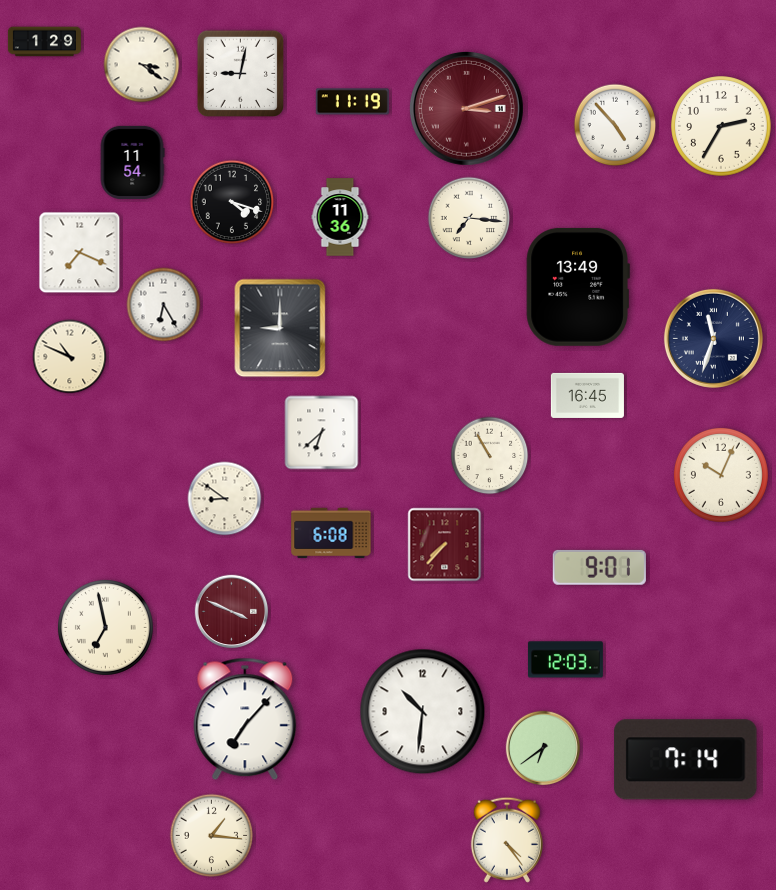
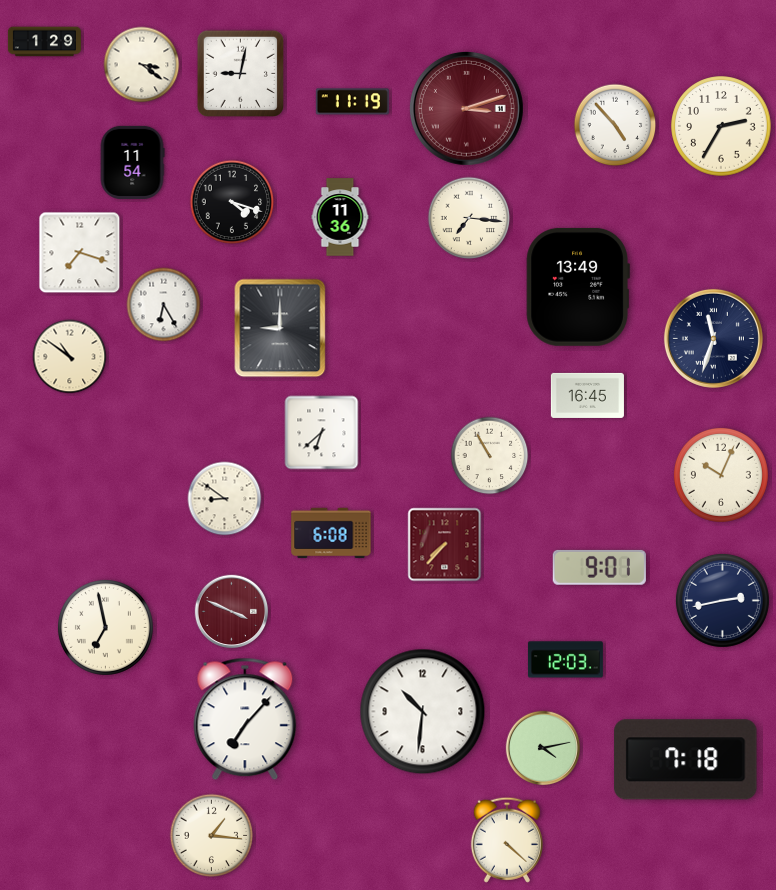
clock at (80, 253): 7:19 -> 7:18
clock at (70, 357): 10:49 -> 10:51
clock at (722, 600): none -> 2:43
clock at (543, 748): 6:39 -> 4:13
clock at (686, 760): 7:14 -> 7:18
clock at (507, 840): 4:24 -> 4:22
